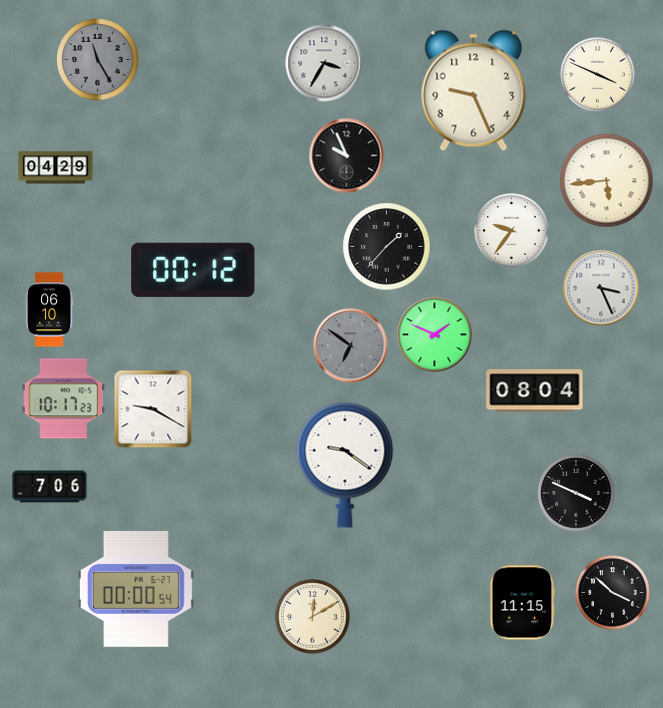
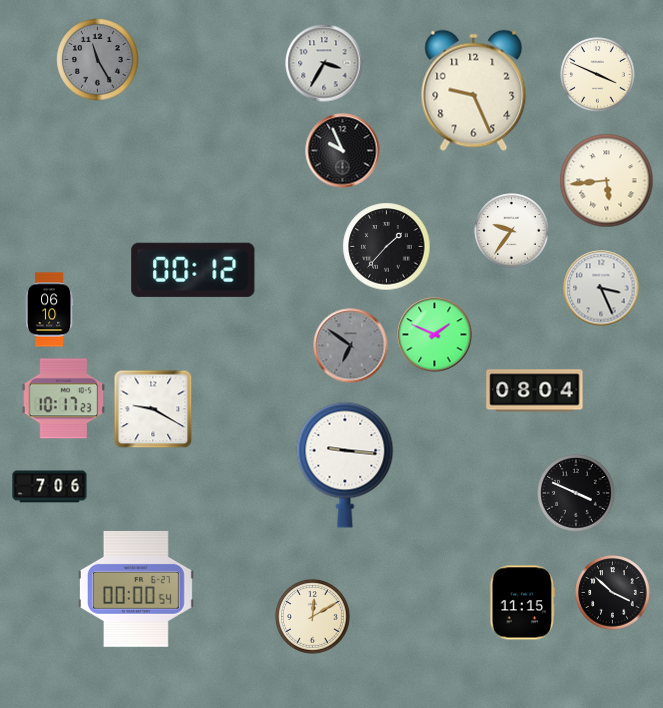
clock at (347, 156) position: (347, 156) -> (343, 151)
clock at (56, 168): 04:29 -> none
clock at (345, 465): 9:21 -> 9:16
